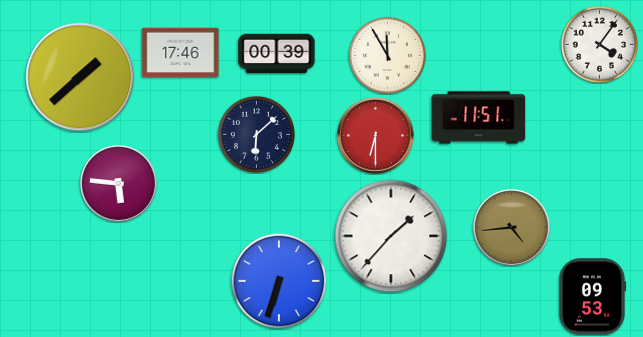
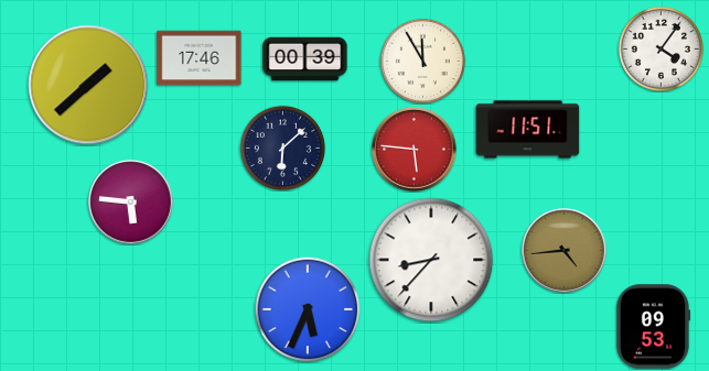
clock at (387, 55) position: (387, 55) -> (422, 61)
clock at (376, 136): 6:30 -> 5:46
clock at (391, 236): 1:37 -> 8:37
clock at (279, 281): 6:33 -> 5:34
